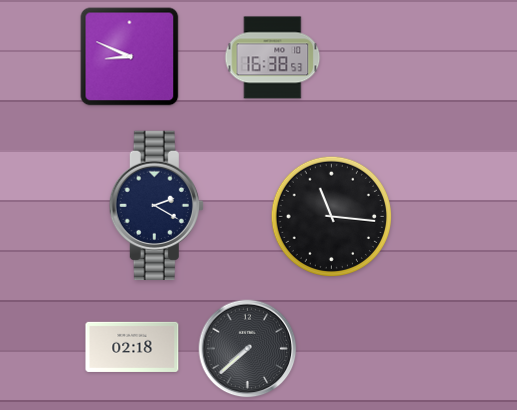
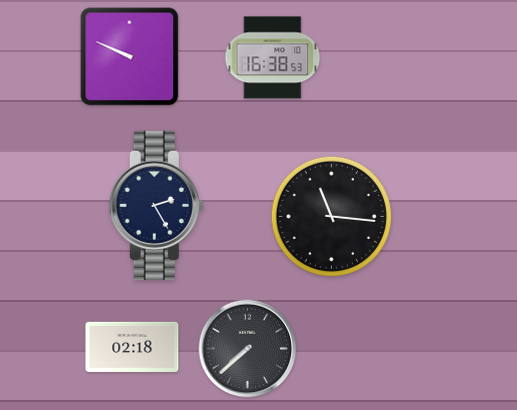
clock at (130, 57): 8:49 -> 9:49
clock at (156, 205): 2:20 -> 2:25
